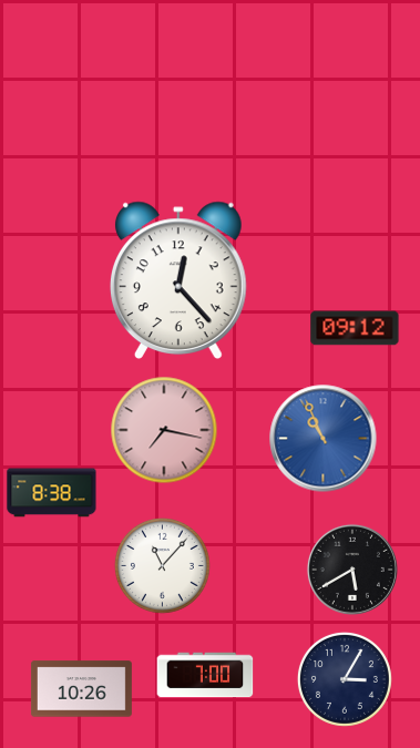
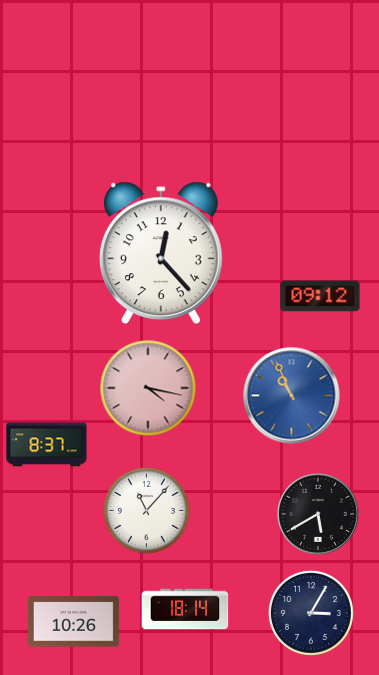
clock at (164, 430): 7:17 -> 4:17
clock at (52, 493): 8:38 -> 8:37
clock at (205, 675): 7:00 -> 18:14
